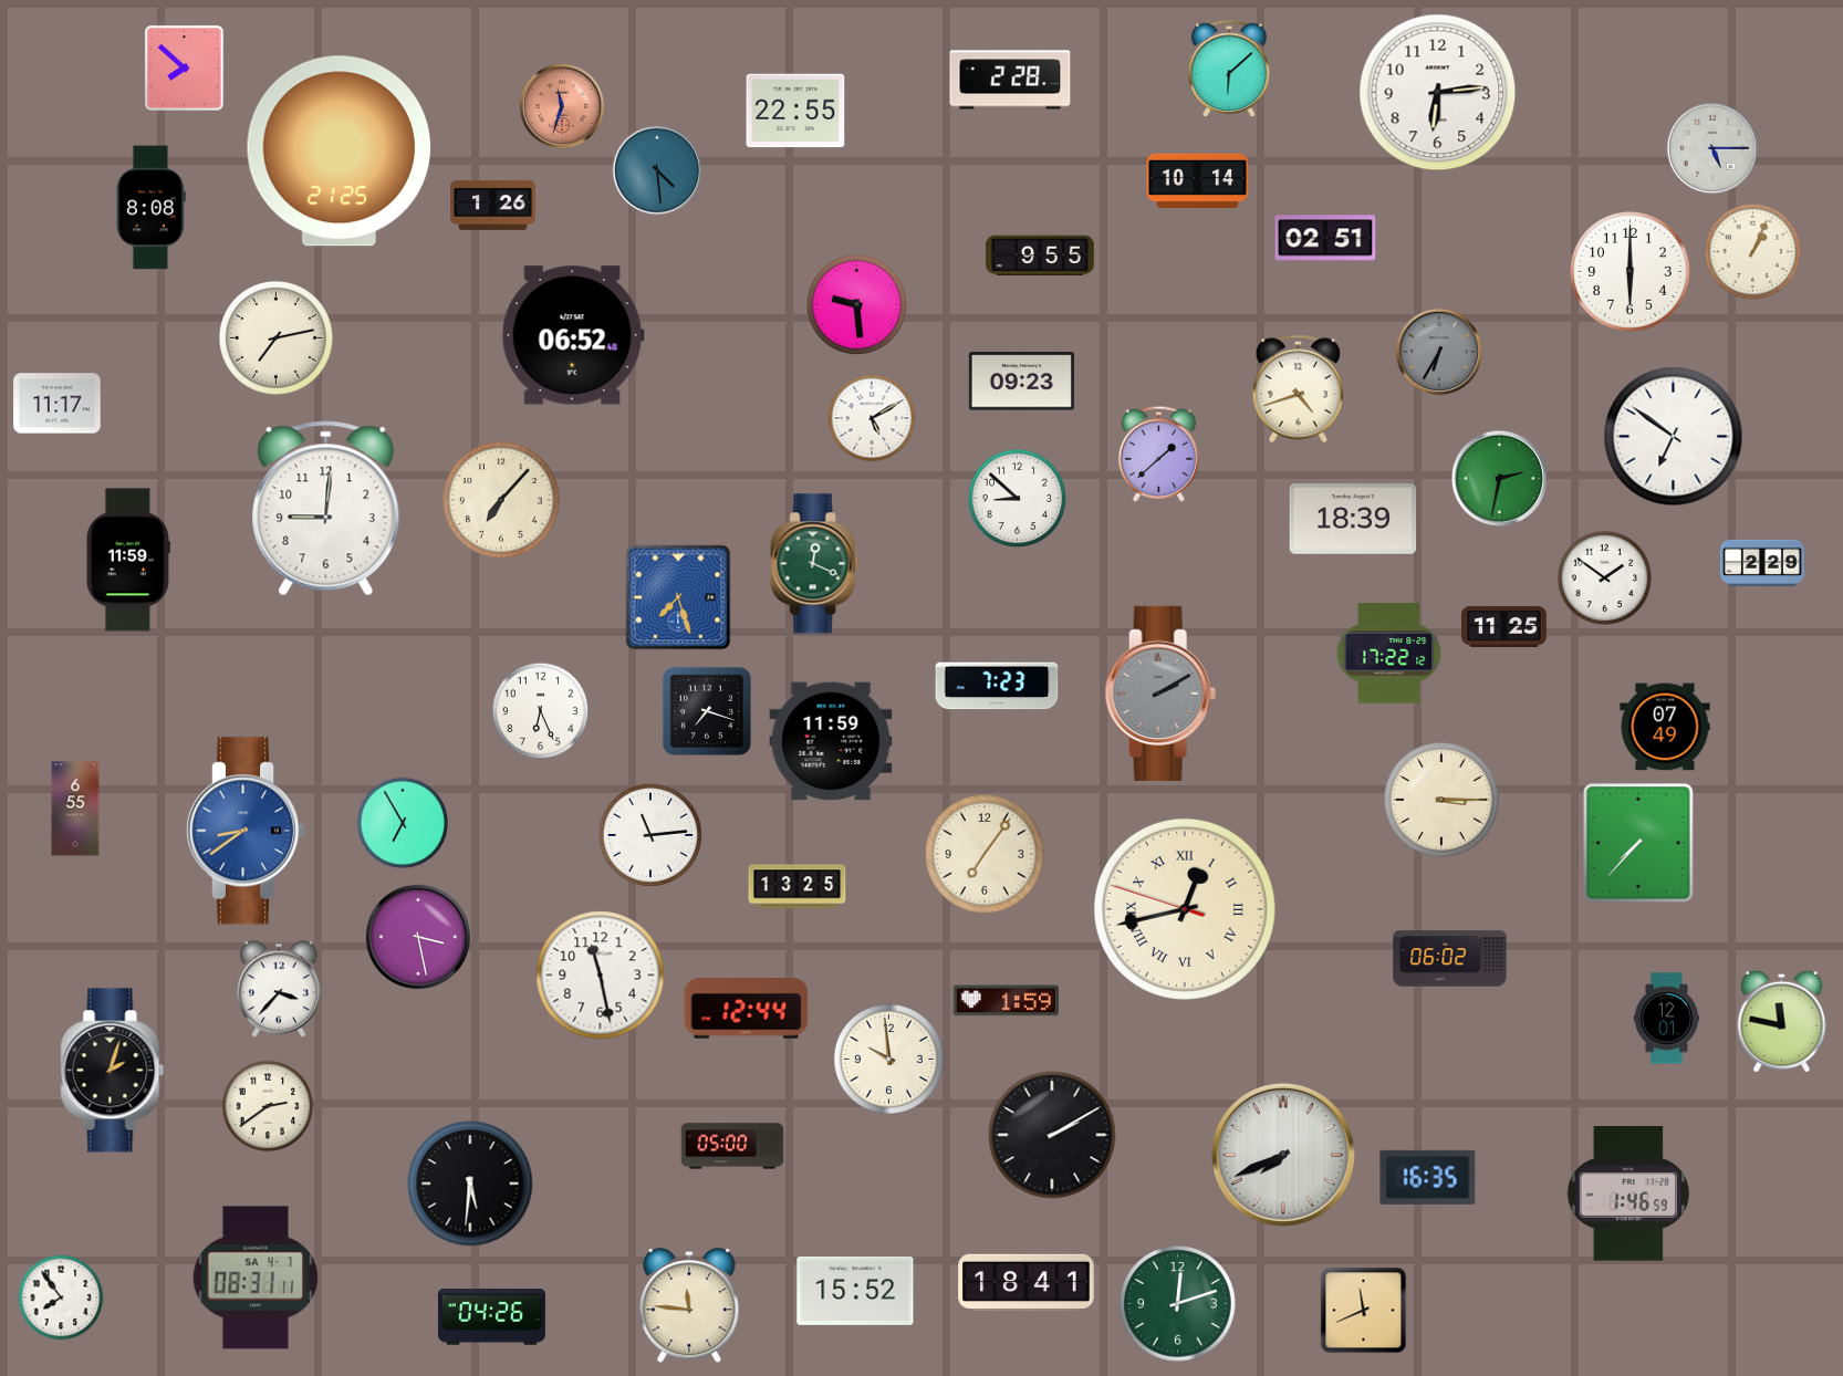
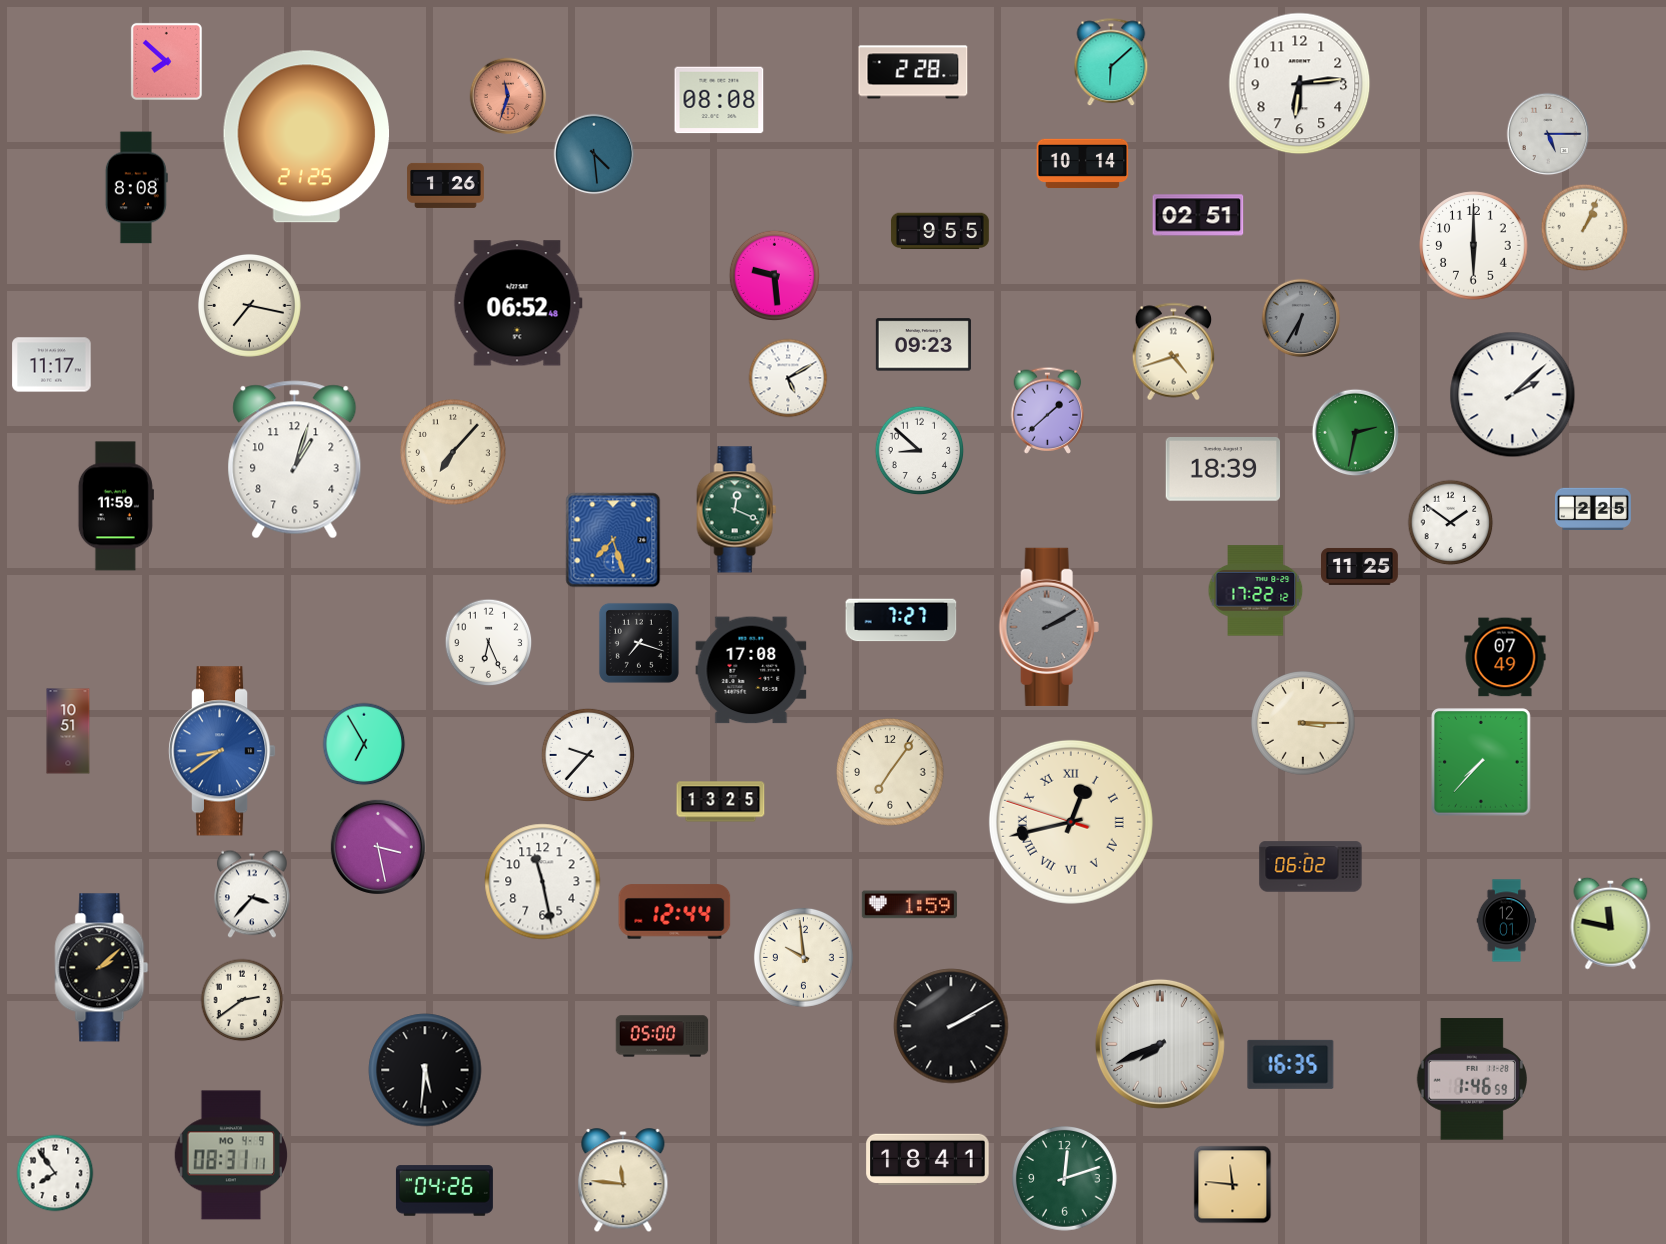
clock at (795, 111): 22:55 -> 08:08
clock at (277, 338): 7:13 -> 7:17
clock at (1674, 437): 6:51 -> 2:08
clock at (326, 509): 9:01 -> 1:03
clock at (1762, 562): 2:29 -> 2:25
clock at (997, 686): 7:23 -> 7:27
clock at (831, 741): 11:59 -> 17:08
clock at (75, 809): 6:55 -> 10:51
clock at (650, 835): 11:14 -> 9:37
clock at (113, 1071): 2:03 -> 2:08
clock at (254, 1278) date: SA 4-7 -> MO 4-9
clock at (855, 1291): 15:52 -> none
clock at (1364, 1311): 11:41 -> 11:46
